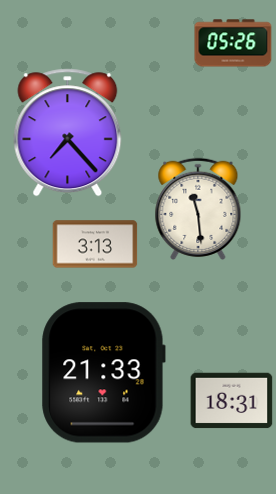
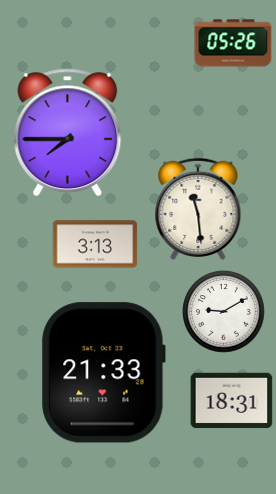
clock at (68, 133): 7:23 -> 7:45
clock at (224, 312): none -> 9:10
